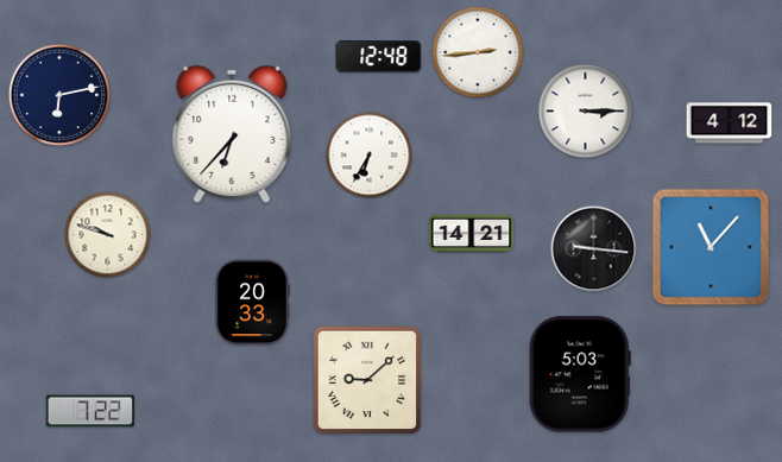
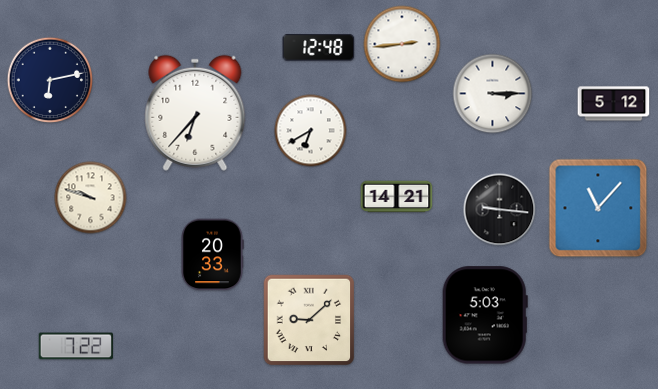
clock at (730, 124): 4:12 -> 5:12
clock at (370, 156): 6:35 -> 6:40
clock at (580, 374) position: (580, 374) -> (485, 315)
